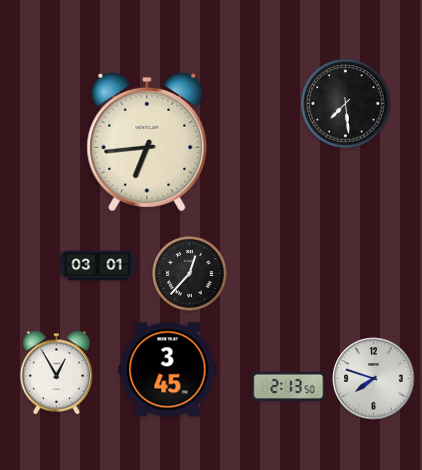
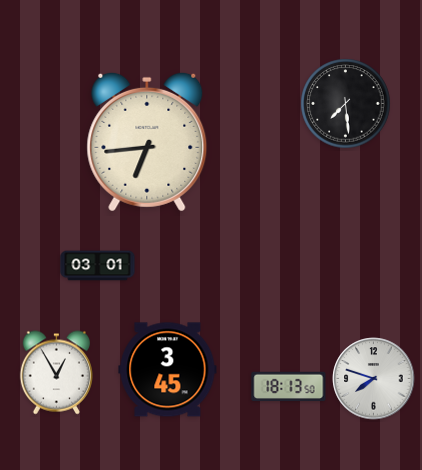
clock at (190, 274): 12:37 -> none
clock at (289, 387): 2:13 -> 18:13
